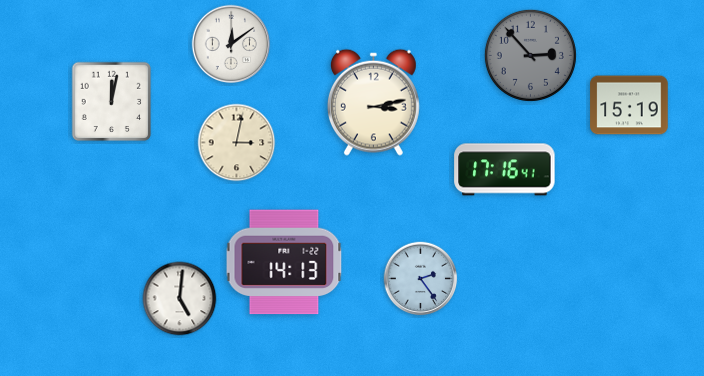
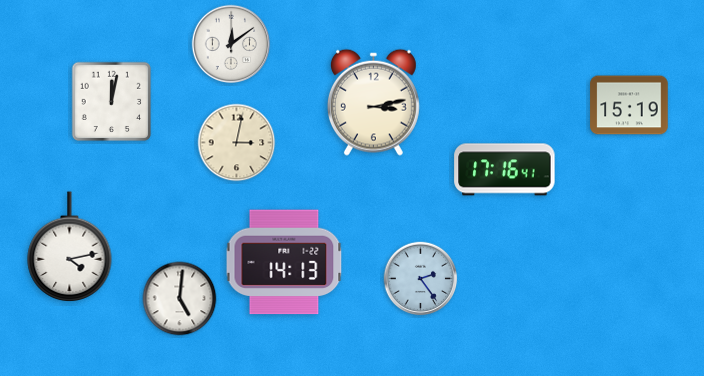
clock at (530, 55): 2:53 -> none
clock at (70, 246): none -> 4:13
